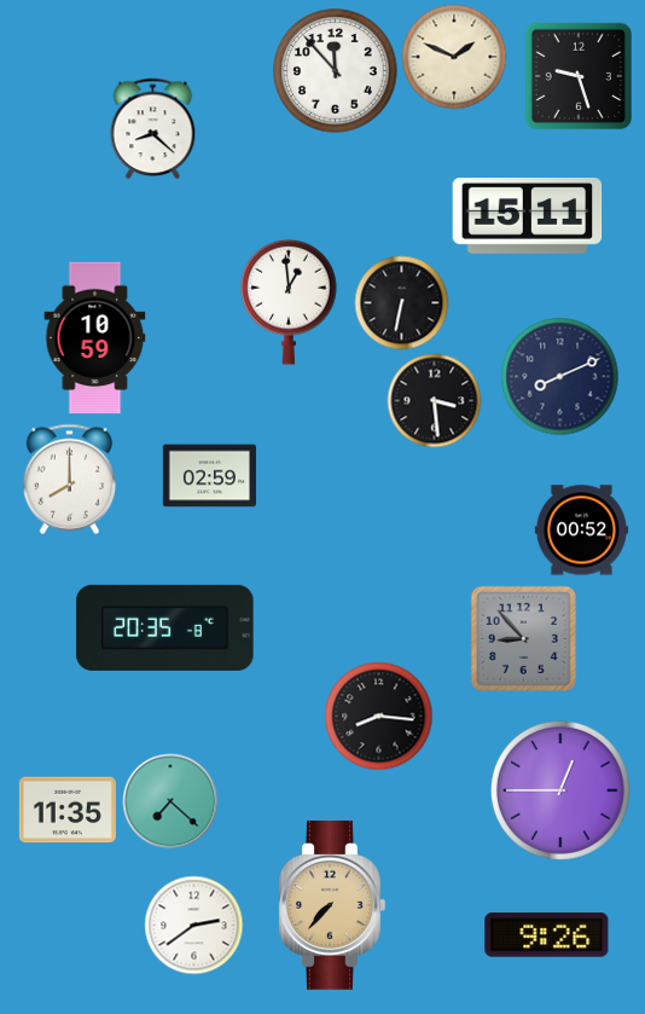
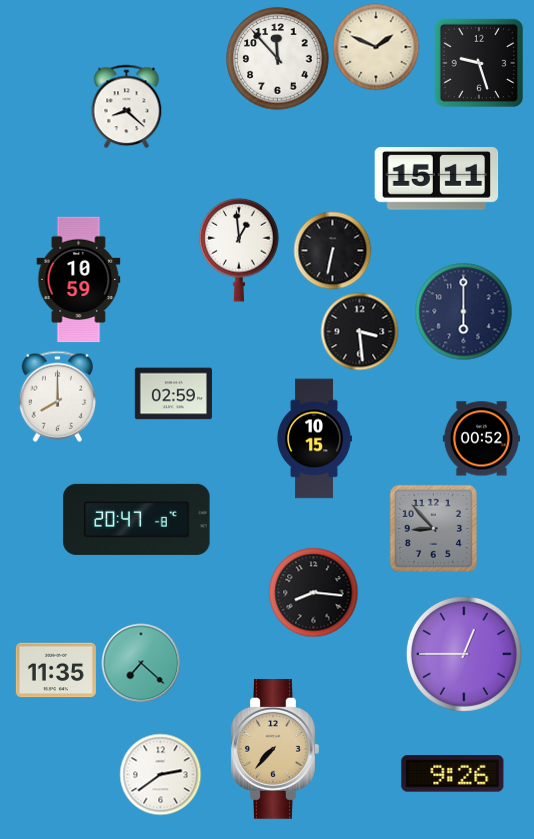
clock at (559, 376): 8:11 -> 6:00
clock at (314, 439): none -> 10:15
clock at (165, 627): 20:35 -> 20:47
clock at (193, 925) position: (193, 925) -> (160, 774)
